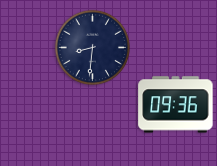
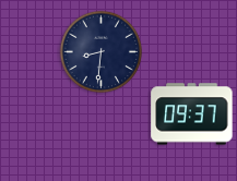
clock at (176, 105): 09:36 -> 09:37
